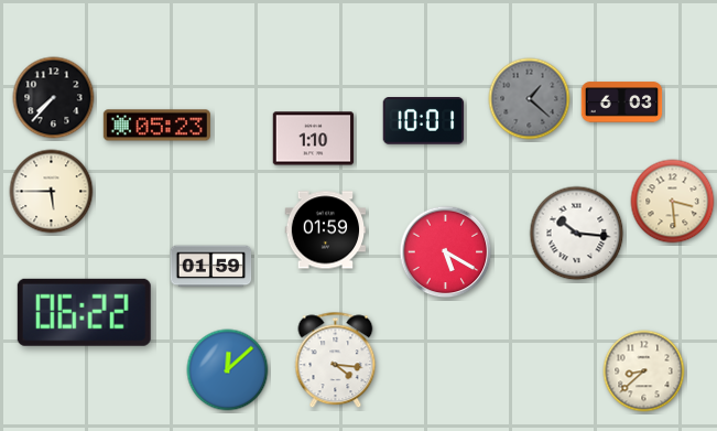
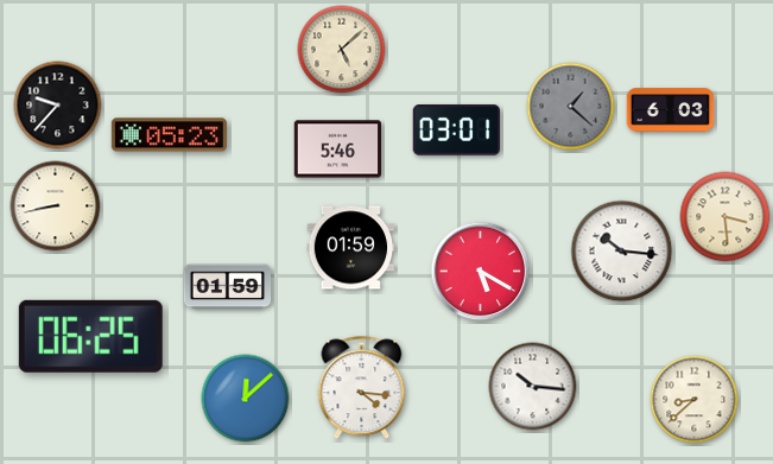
clock at (342, 50): none -> 5:08
clock at (54, 98): 7:37 -> 9:37
clock at (424, 121): 10:01 -> 03:01
clock at (314, 139): 1:10 -> 5:46
clock at (52, 192): 5:45 -> 8:43
clock at (84, 312): 06:22 -> 06:25
clock at (533, 387): none -> 10:16
